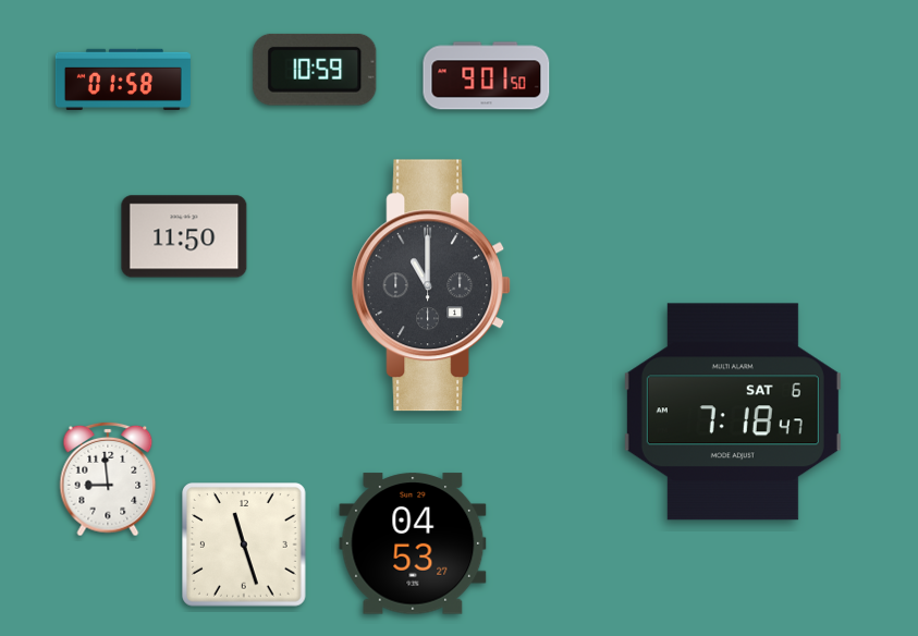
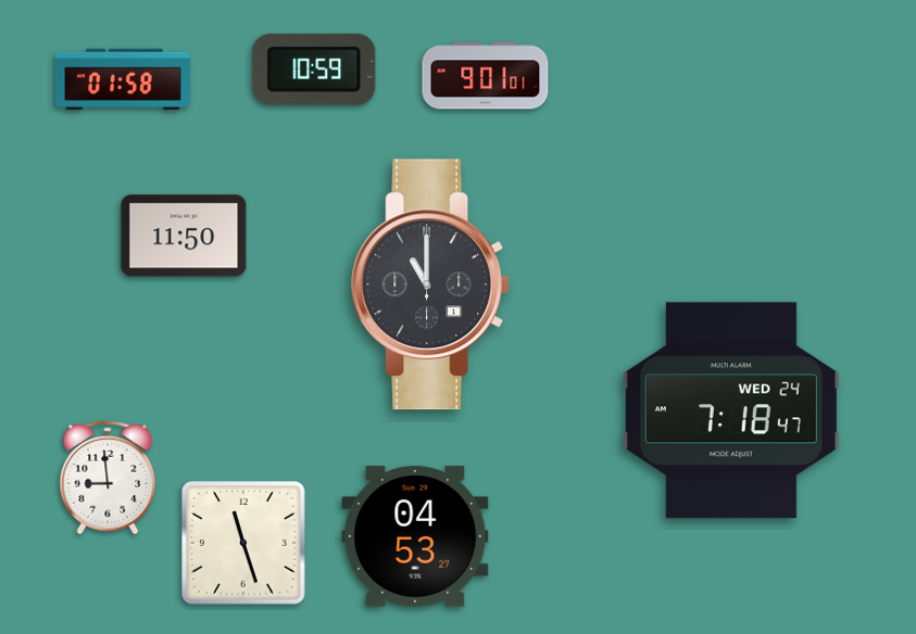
clock at (487, 76): 9:01:50 -> 9:01:01
clock at (733, 412) date: SAT 6 -> WED 24
clock at (413, 543) position: (413, 543) -> (415, 536)
